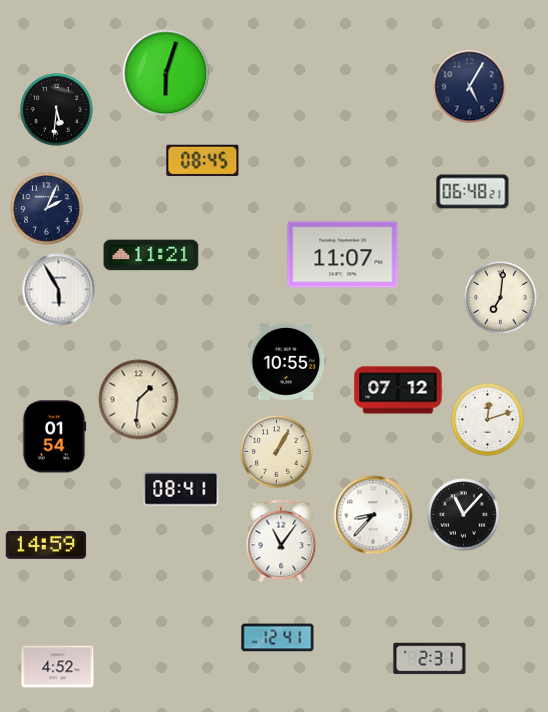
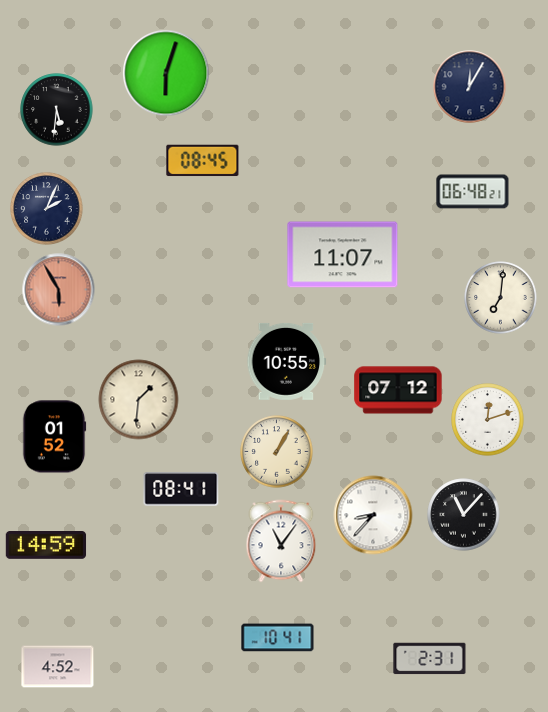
clock at (470, 87): 5:05 -> 12:05
clock at (151, 255): 11:21 -> none
clock at (59, 290) dial: white -> salmon
clock at (54, 437): 01:54 -> 01:52
clock at (278, 638): 12:41 -> 10:41
